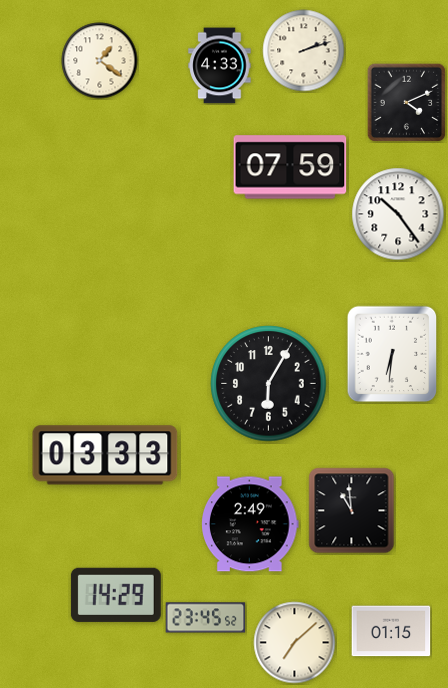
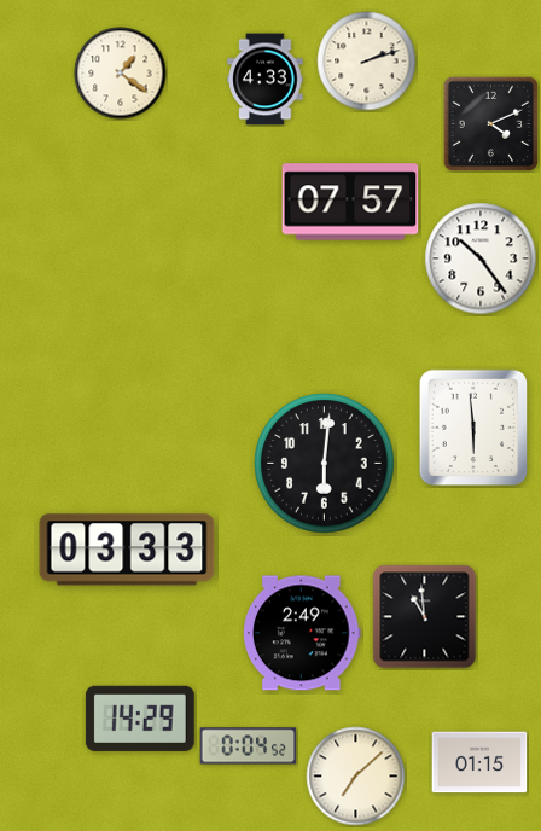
clock at (290, 167): 07:59 -> 07:57
clock at (392, 354): 6:31 -> 5:59
clock at (269, 384): 6:05 -> 6:01
clock at (206, 618): 23:45 -> 0:04
clock at (391, 631) position: (391, 631) -> (479, 762)
